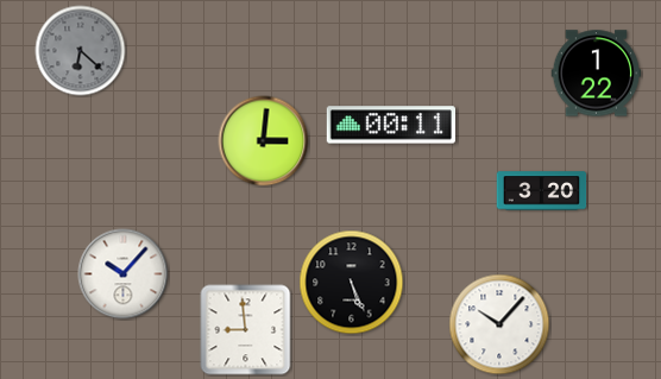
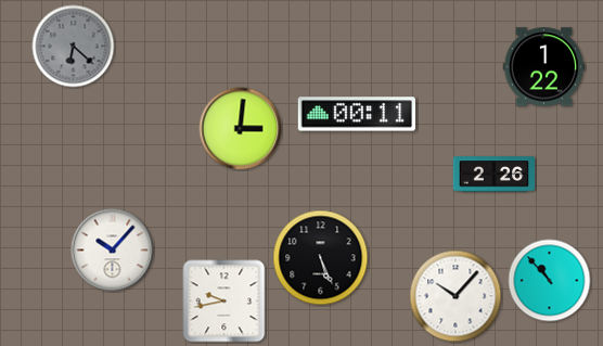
clock at (542, 191): 3:20 -> 2:26
clock at (550, 281): none -> 10:53
clock at (246, 330): 8:59 -> 9:43
